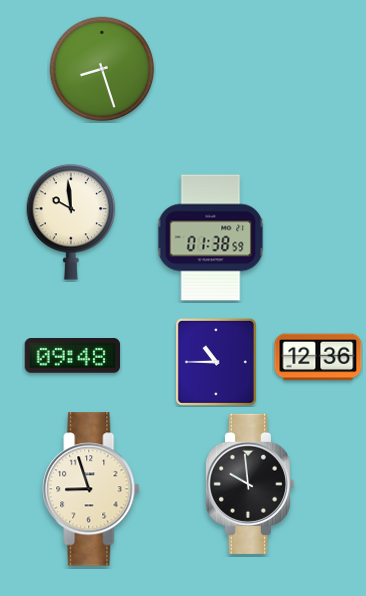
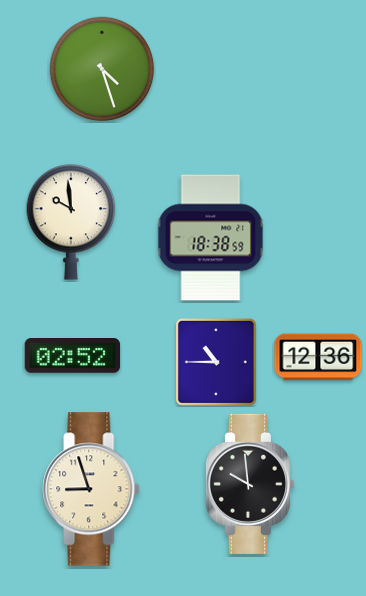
clock at (102, 69): 8:27 -> 4:27
clock at (211, 238): 01:38 -> 18:38
clock at (73, 356): 09:48 -> 02:52
